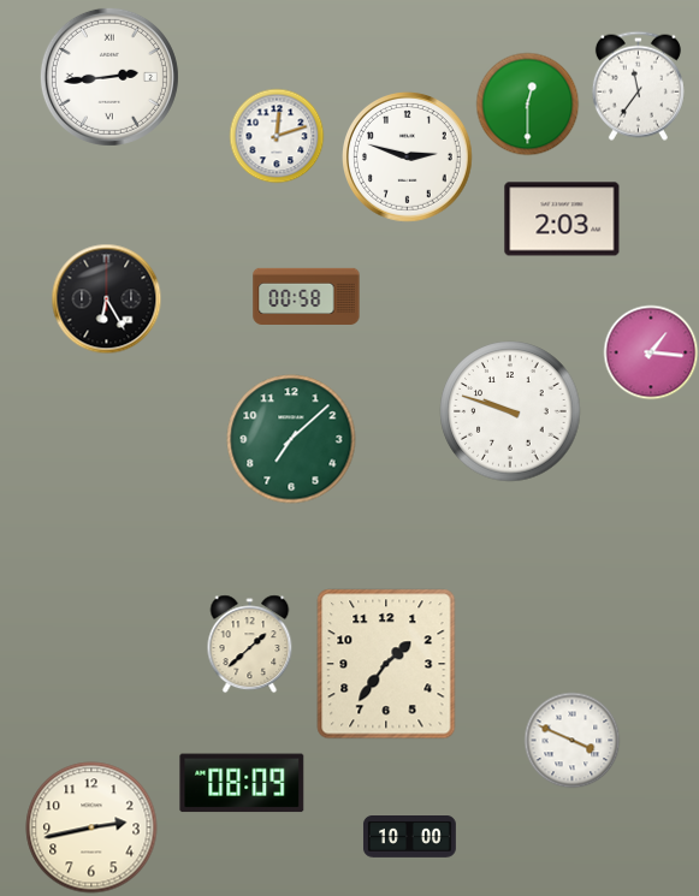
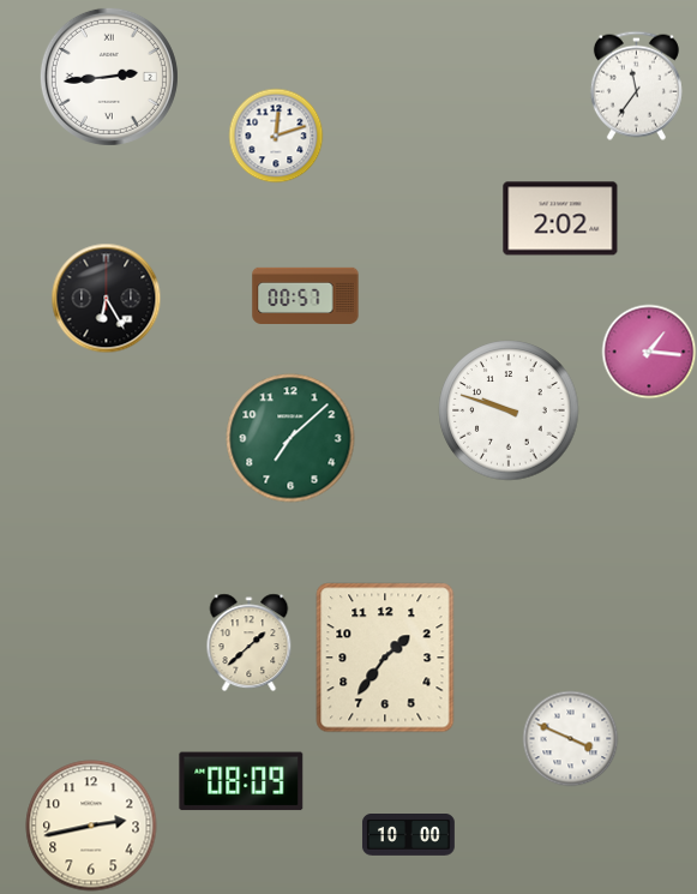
clock at (527, 103): 12:30 -> none
clock at (408, 158): 2:48 -> none
clock at (562, 219): 2:03 -> 2:02
clock at (307, 296): 00:58 -> 00:57
clock at (386, 664) position: (386, 664) -> (385, 658)
